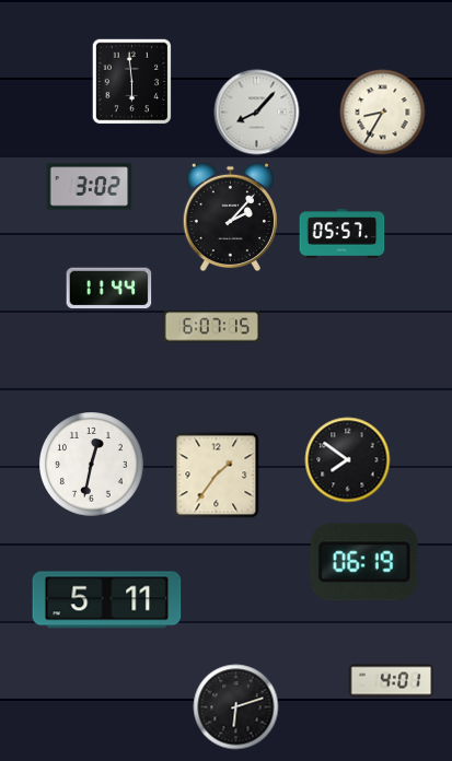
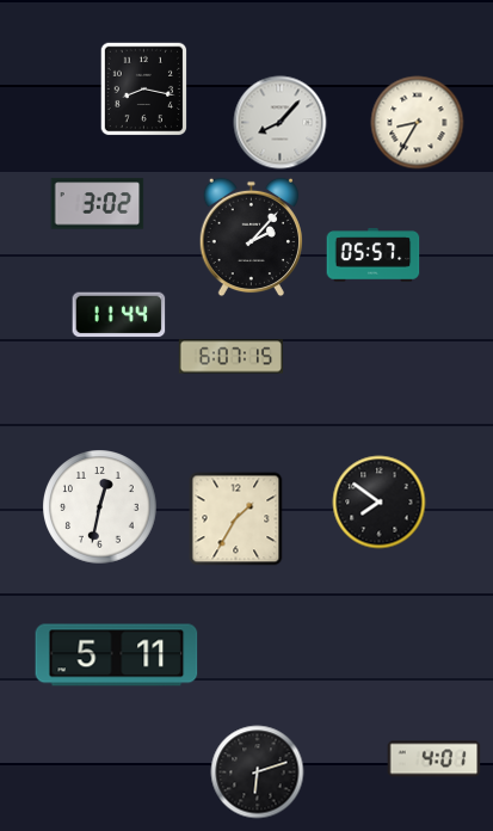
clock at (132, 81): 5:59 -> 8:17
clock at (216, 475): 1:36 -> 1:35
clock at (364, 562): 06:19 -> none
clock at (391, 681) position: (391, 681) -> (433, 759)
